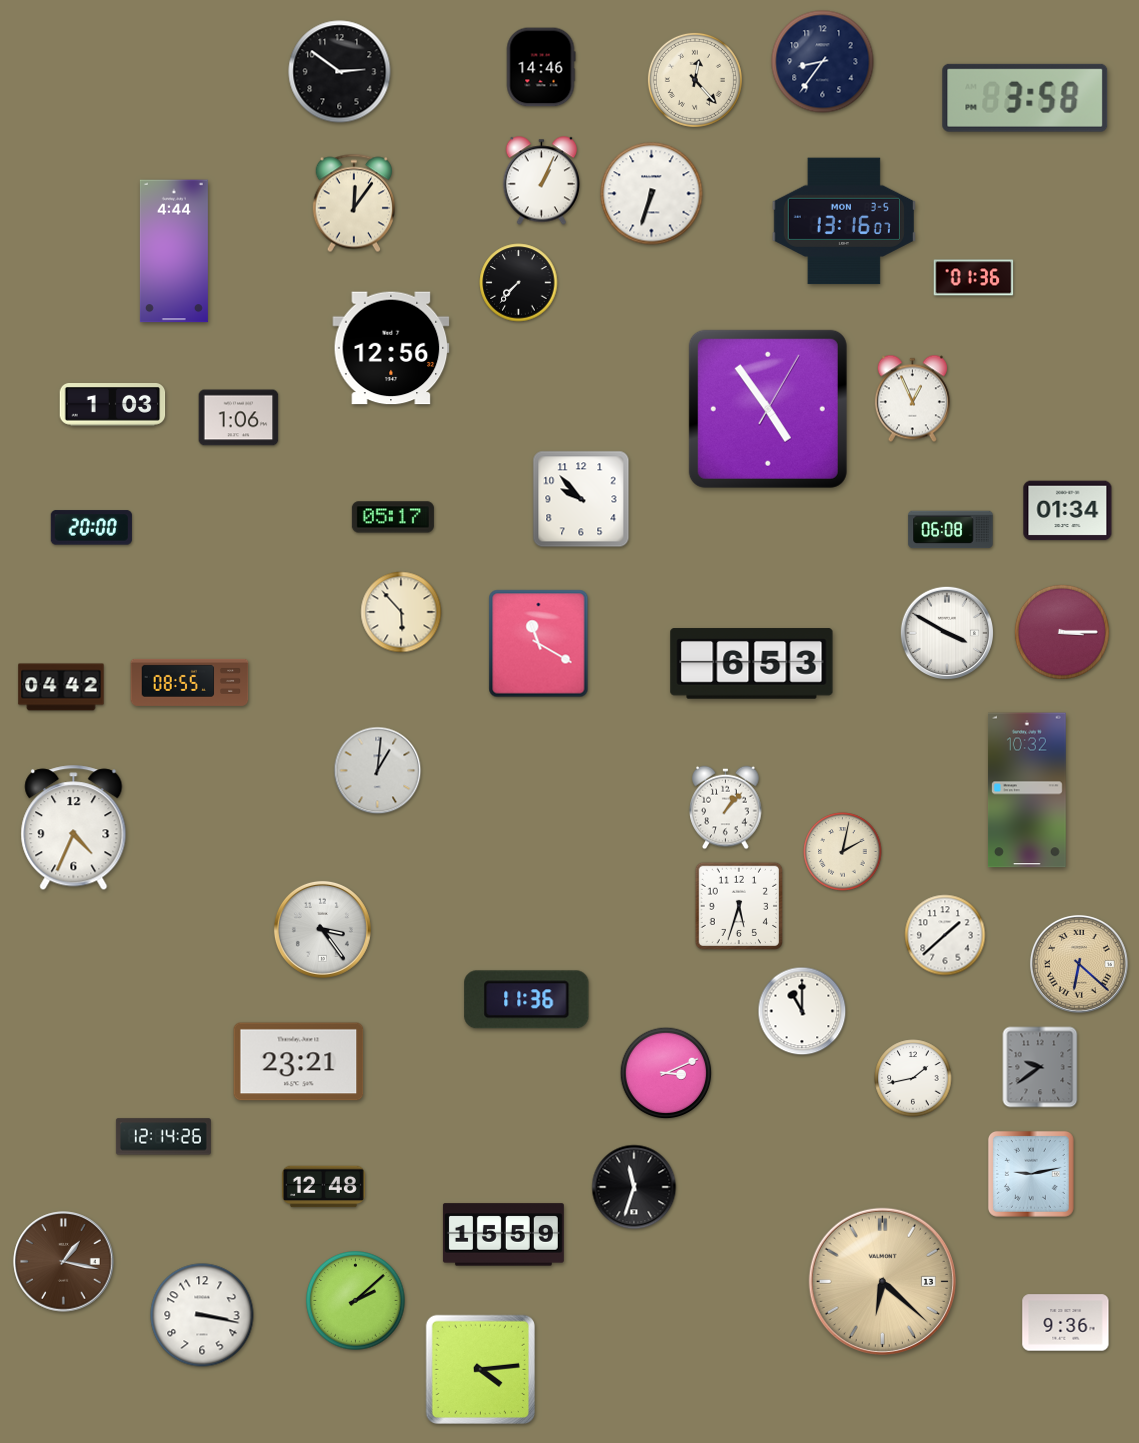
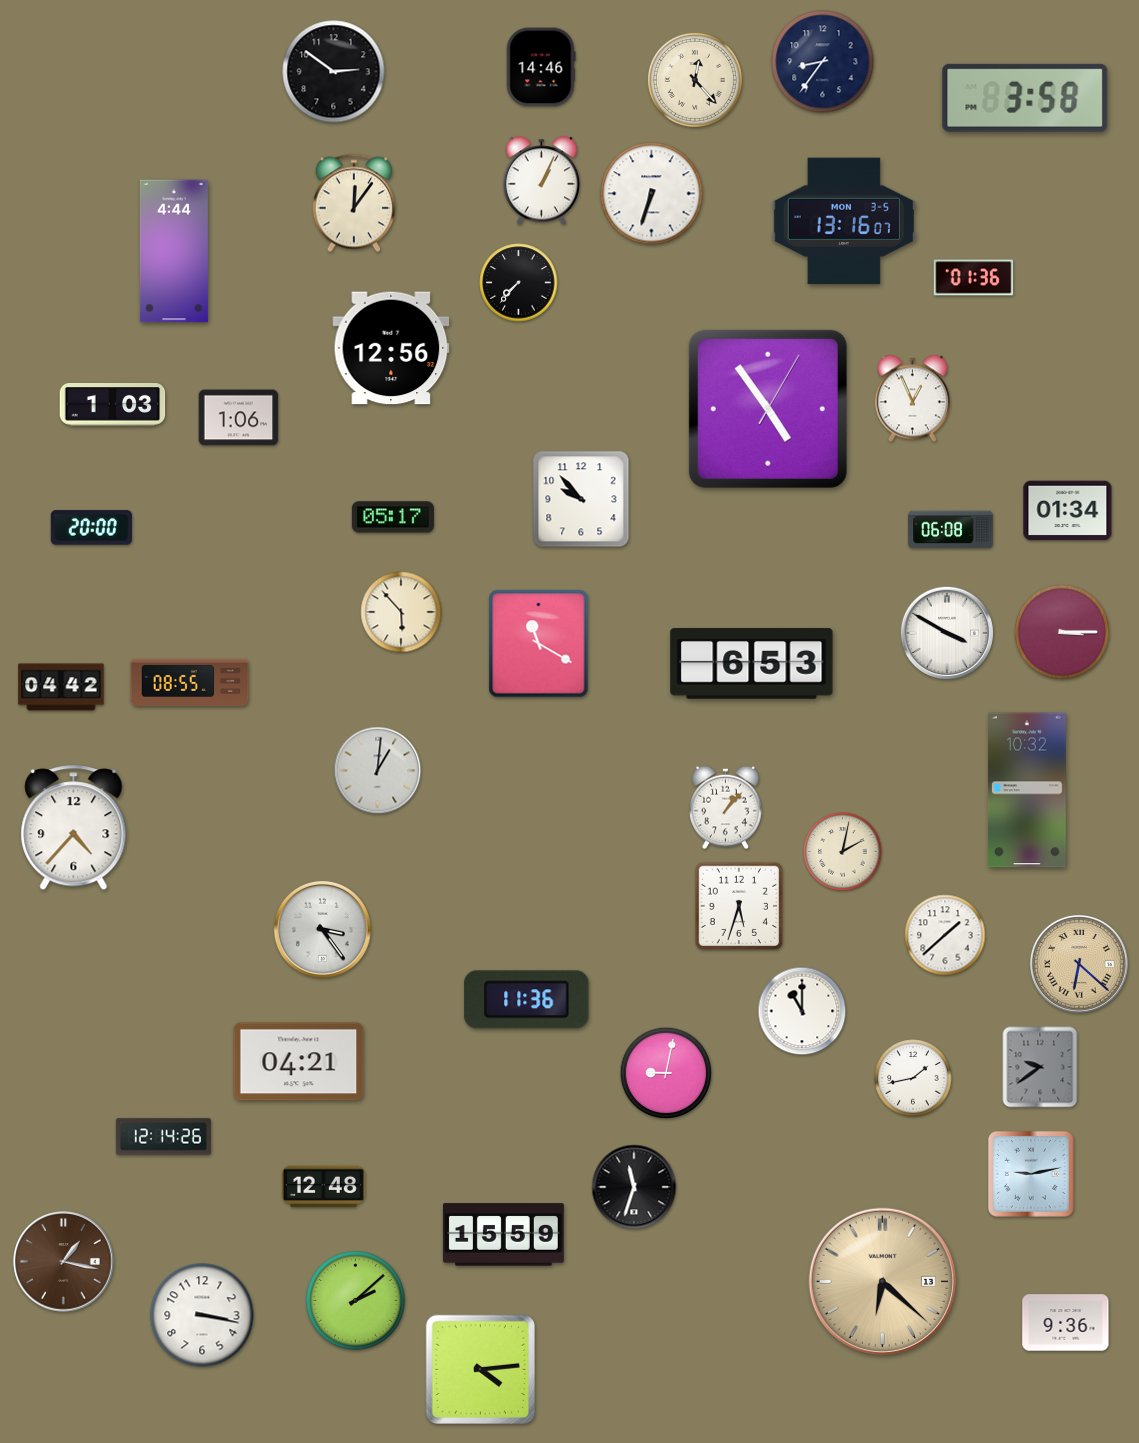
clock at (340, 72) position: (340, 72) -> (334, 72)
clock at (74, 828): 4:34 -> 4:37
clock at (299, 1062): 23:21 -> 04:21
clock at (666, 1073): 3:11 -> 9:02
